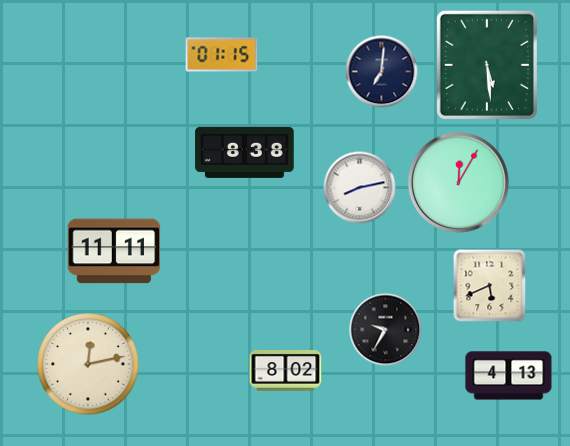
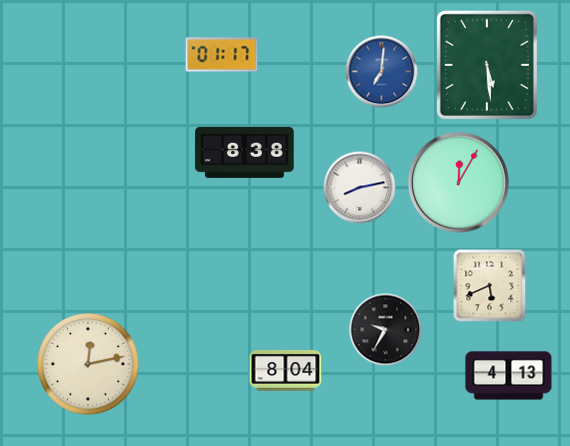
clock at (222, 55): 01:15 -> 01:17
clock at (382, 72) dial: navy -> blue
clock at (114, 251): 11:11 -> none
clock at (286, 371): 8:02 -> 8:04
